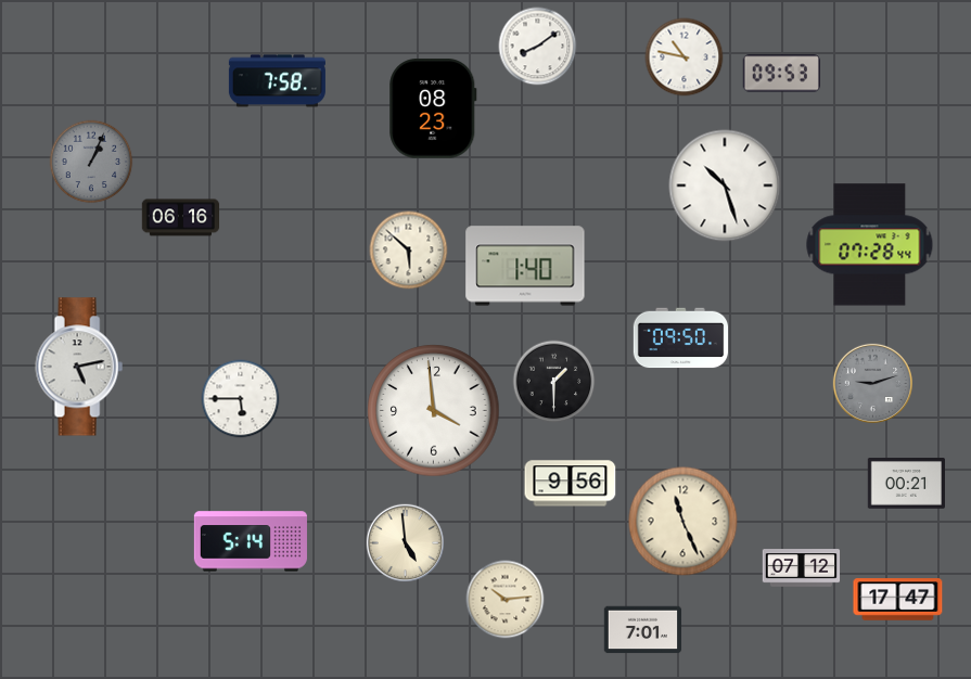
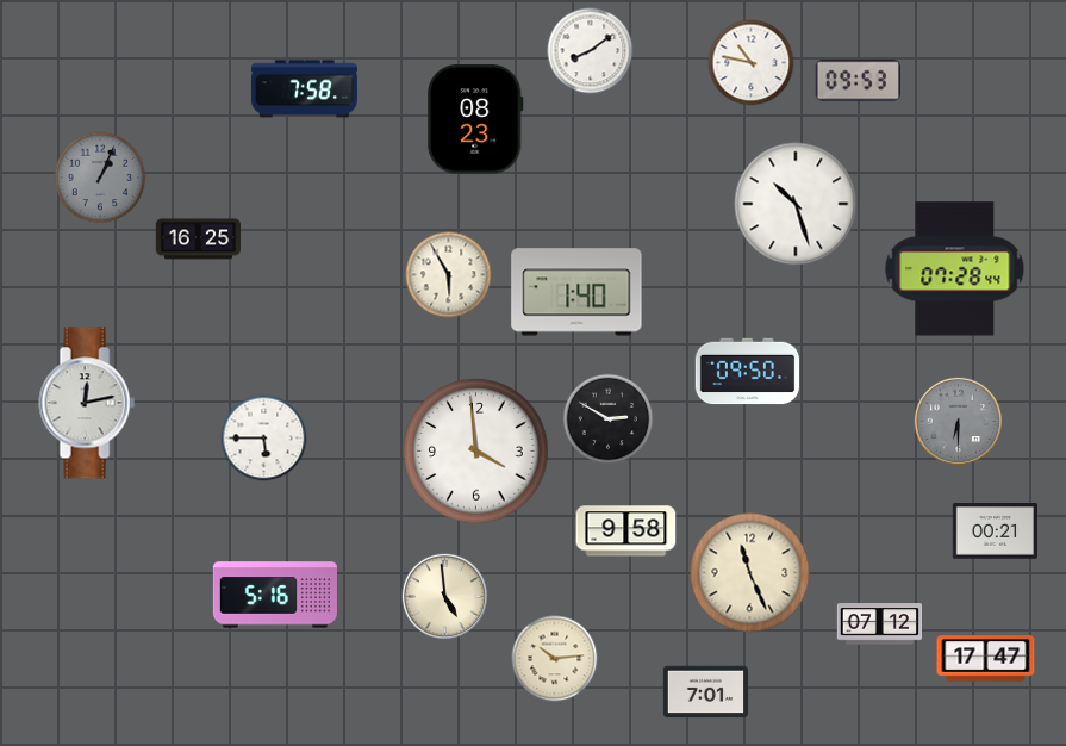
clock at (181, 218): 06:16 -> 16:25
clock at (409, 251): 5:52 -> 5:55
clock at (79, 367): 5:13 -> 12:13
clock at (554, 382): 1:30 -> 2:50
clock at (872, 383): 9:12 -> 6:30
clock at (571, 484): 9:56 -> 9:58
clock at (251, 541): 5:14 -> 5:16
